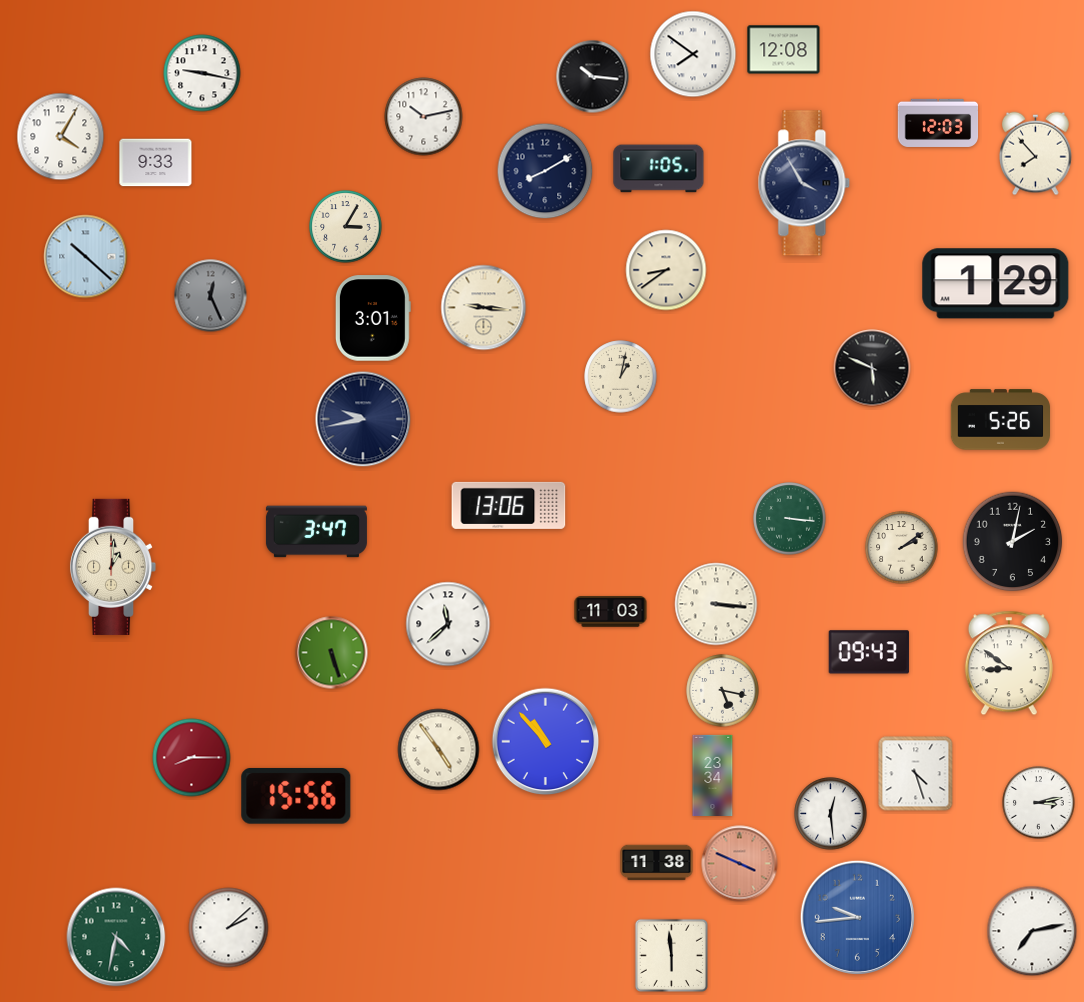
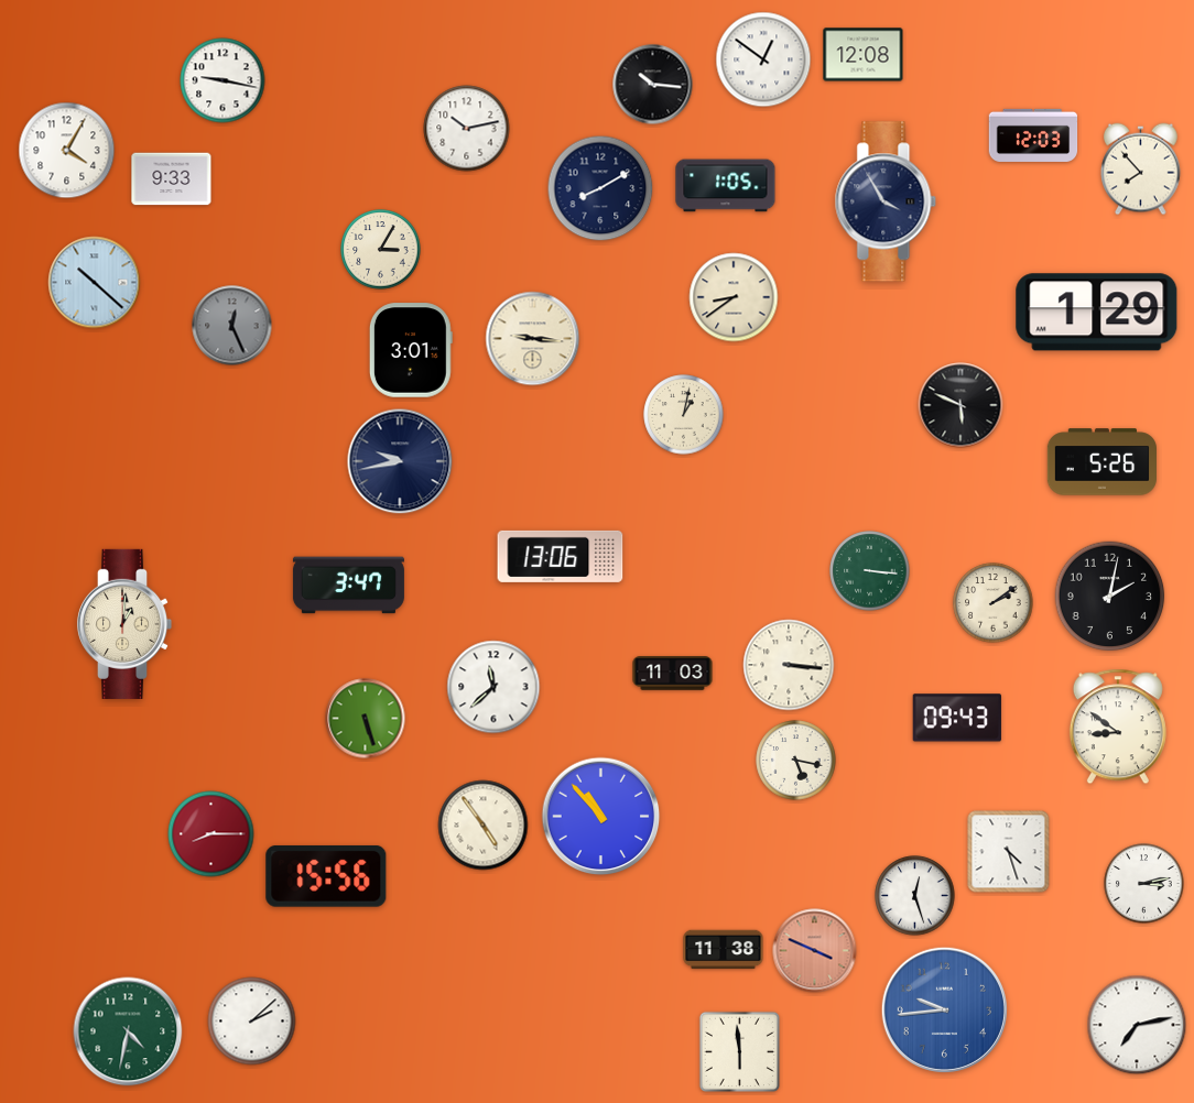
clock at (693, 54): 7:51 -> 12:51
clock at (1013, 542) position: (1013, 542) -> (1110, 597)
clock at (1009, 663) position: (1009, 663) -> (1118, 727)
clock at (713, 775): 23:34 -> none
clock at (831, 814): 12:29 -> 12:27
